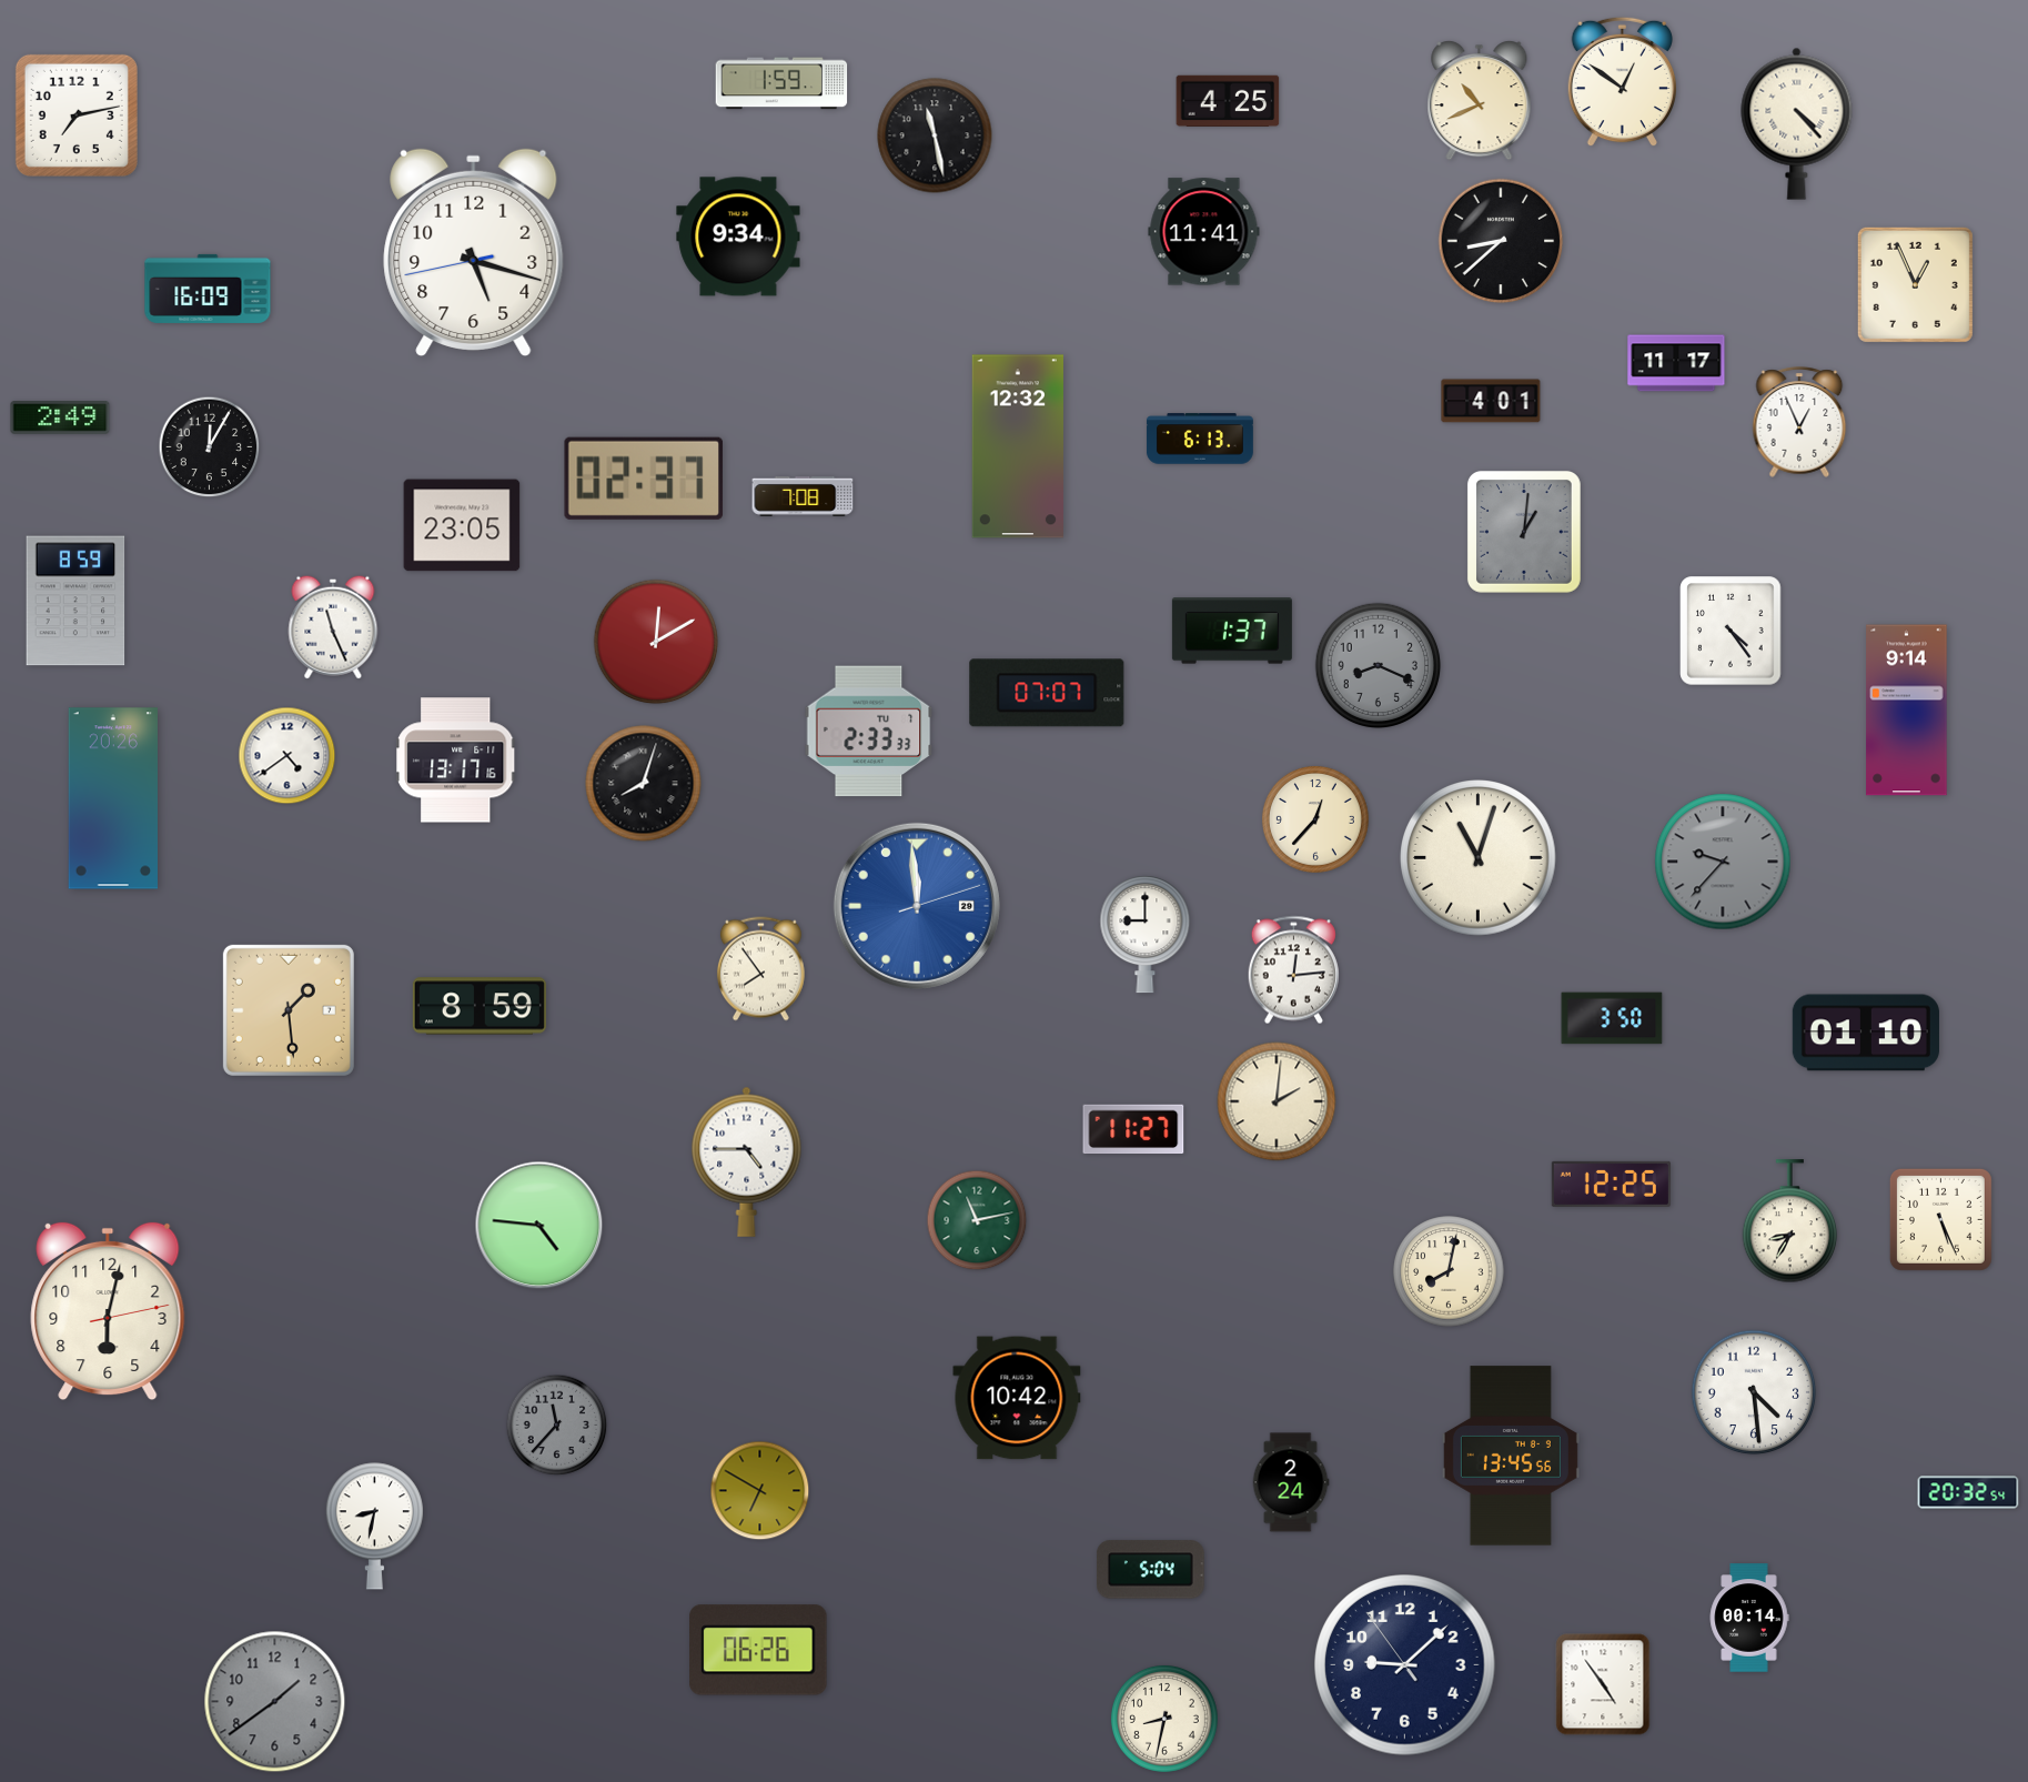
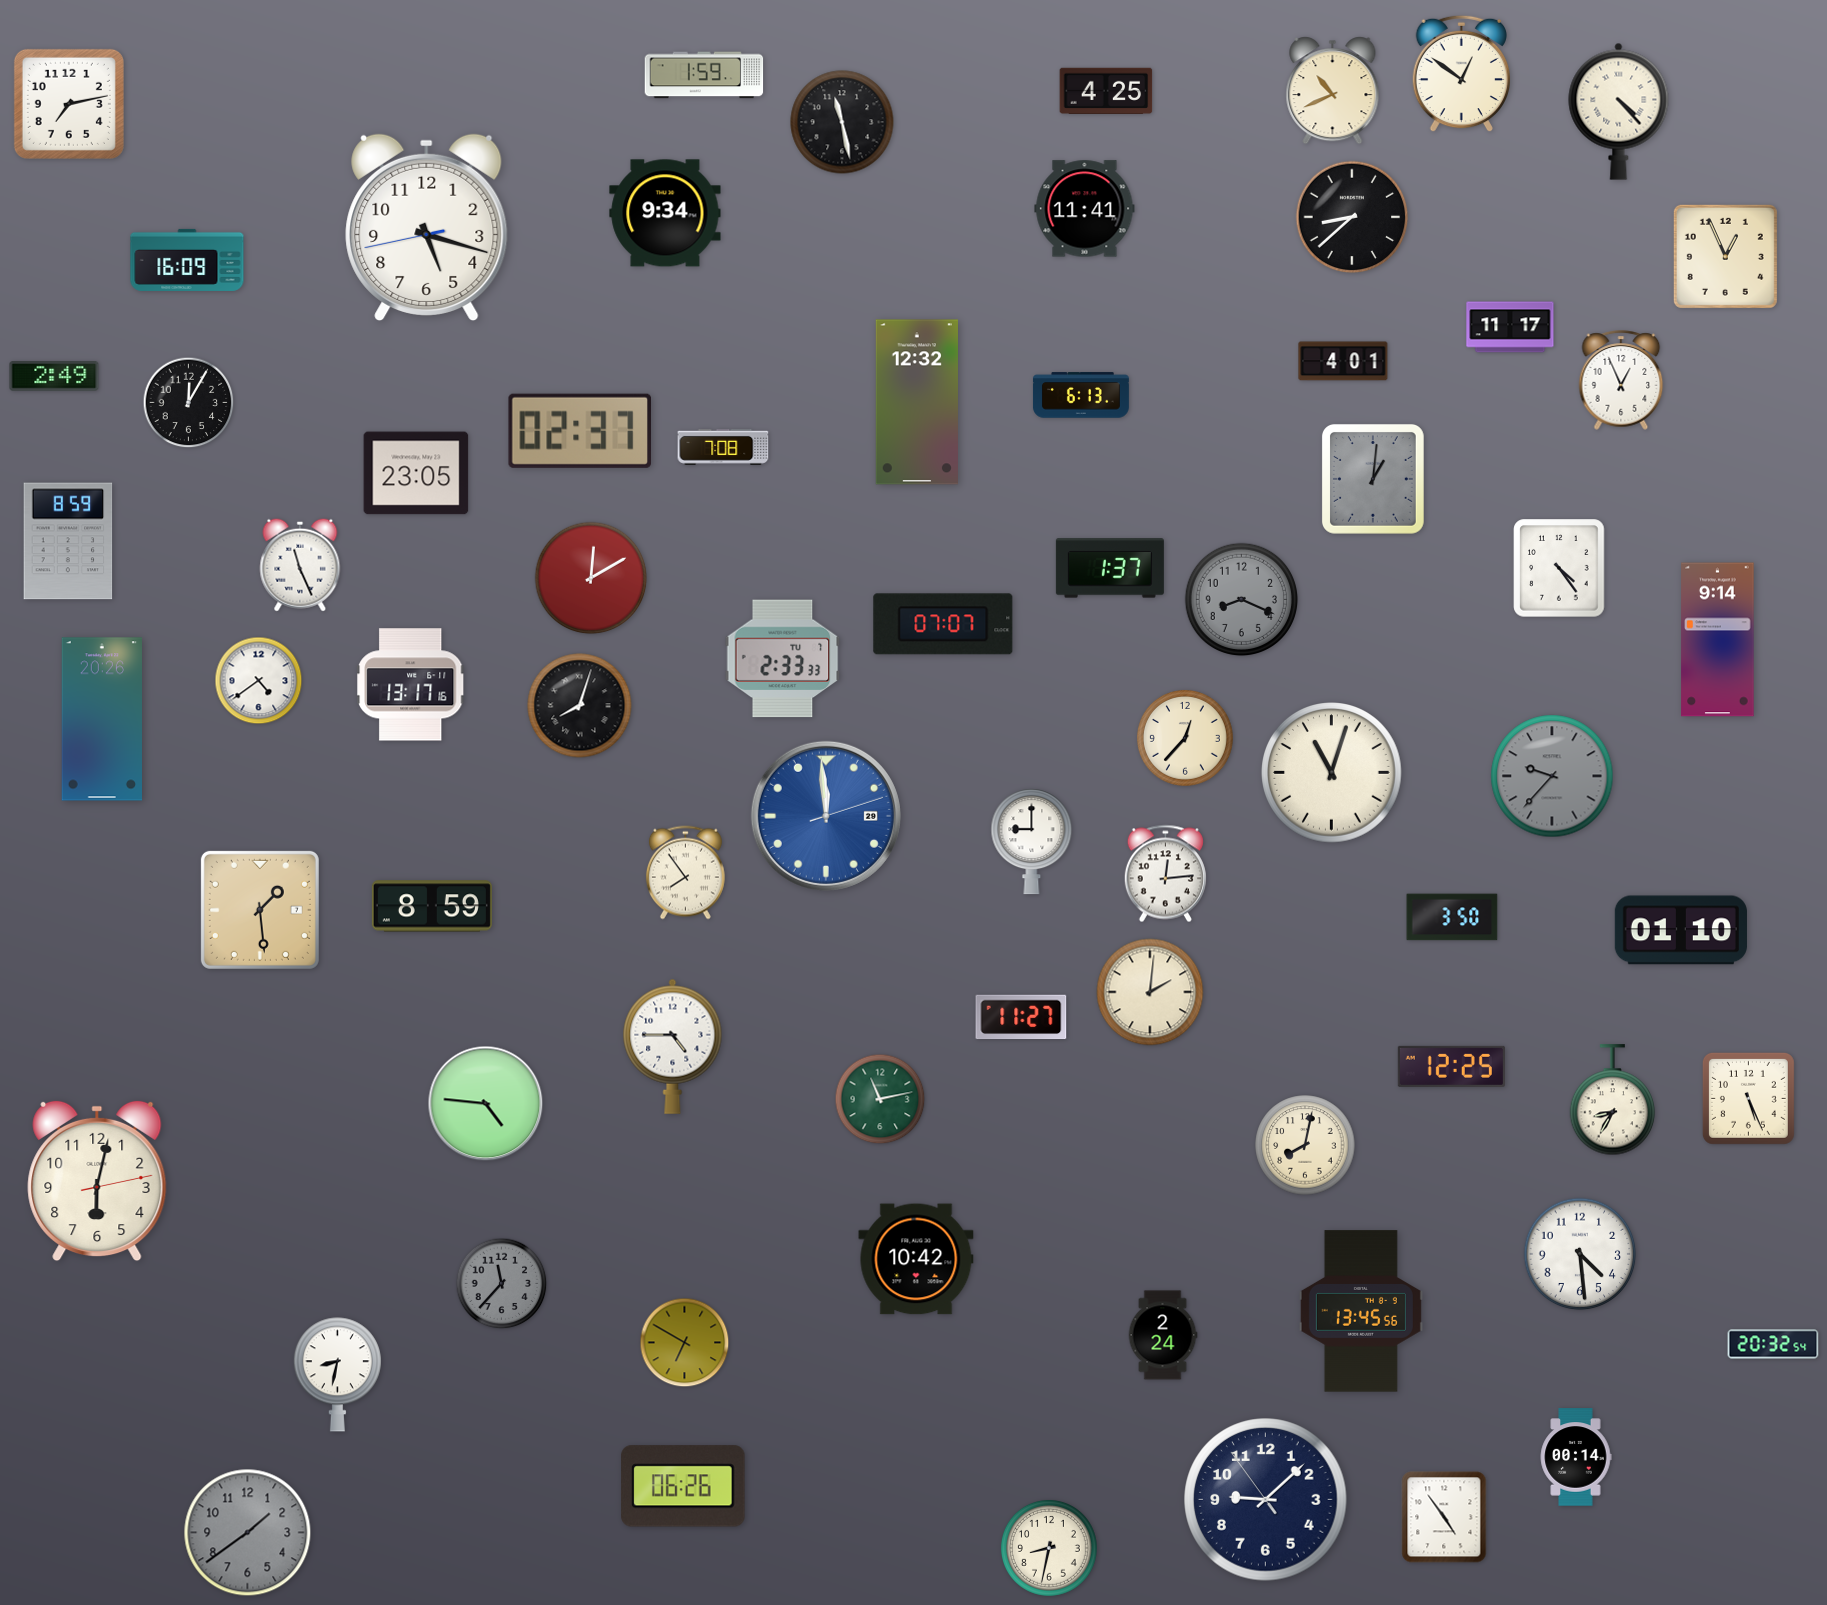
clock at (1151, 1570): 5:04 -> none
